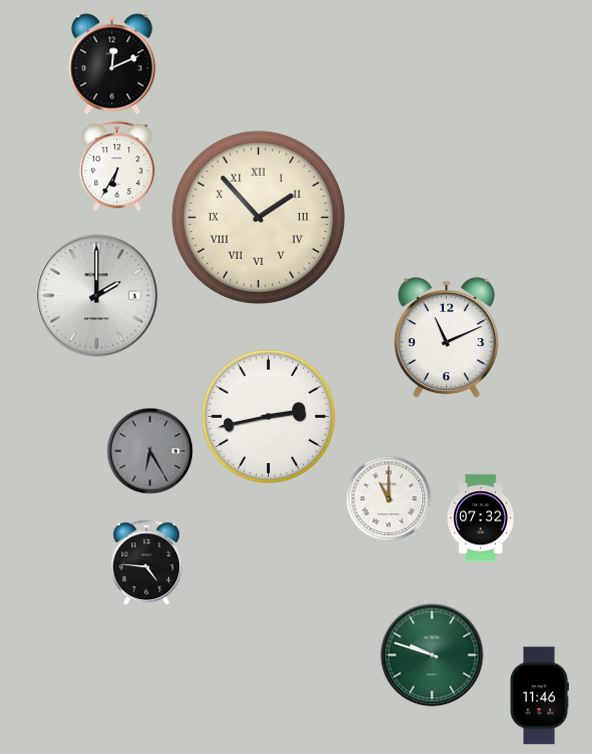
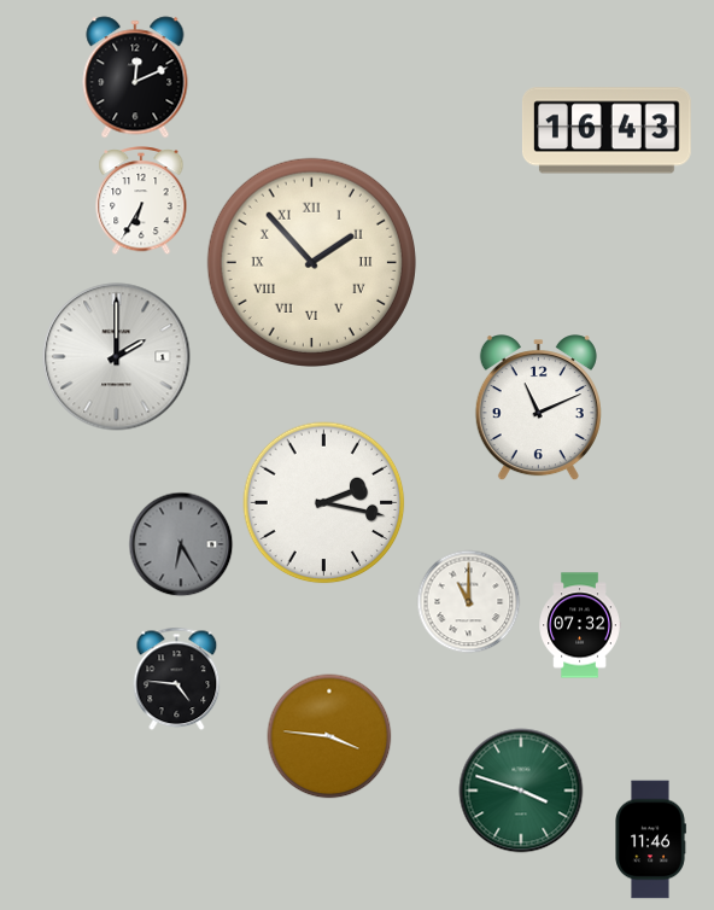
clock at (607, 130): none -> 16:43
clock at (269, 417): 2:43 -> 2:17
clock at (329, 736): none -> 3:46
clock at (432, 655): 9:48 -> 3:48
